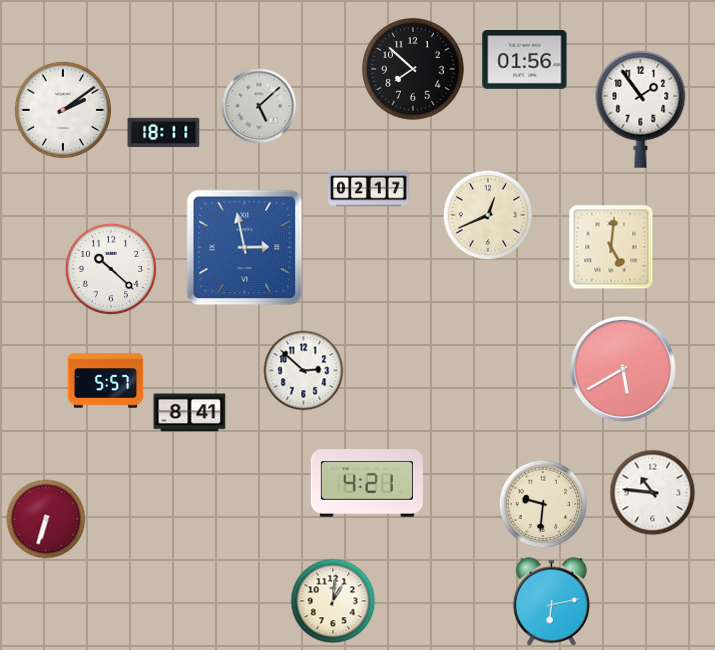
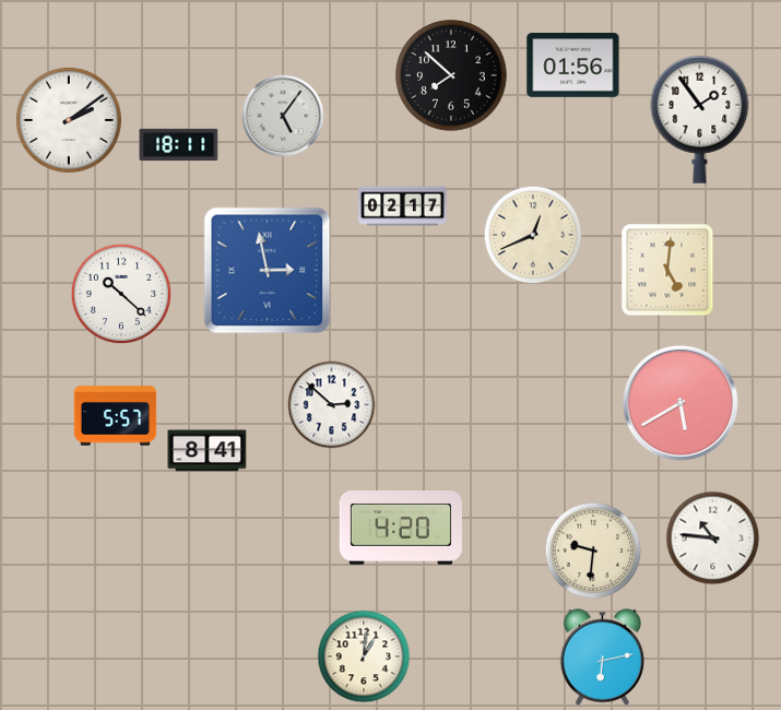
clock at (259, 106): 5:08 -> 5:06
clock at (367, 483): 4:21 -> 4:20
clock at (46, 519): 6:33 -> none
